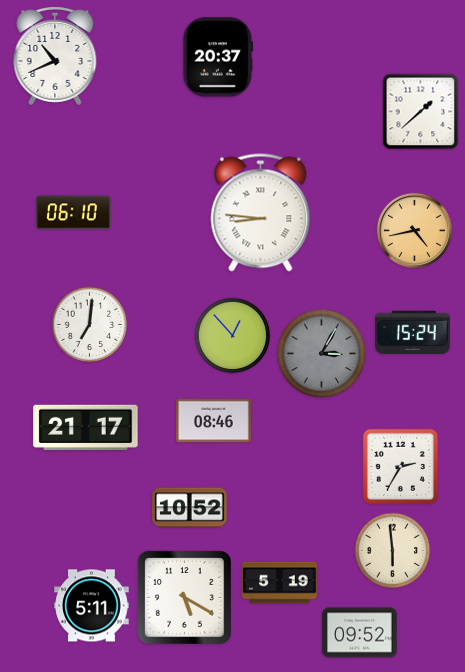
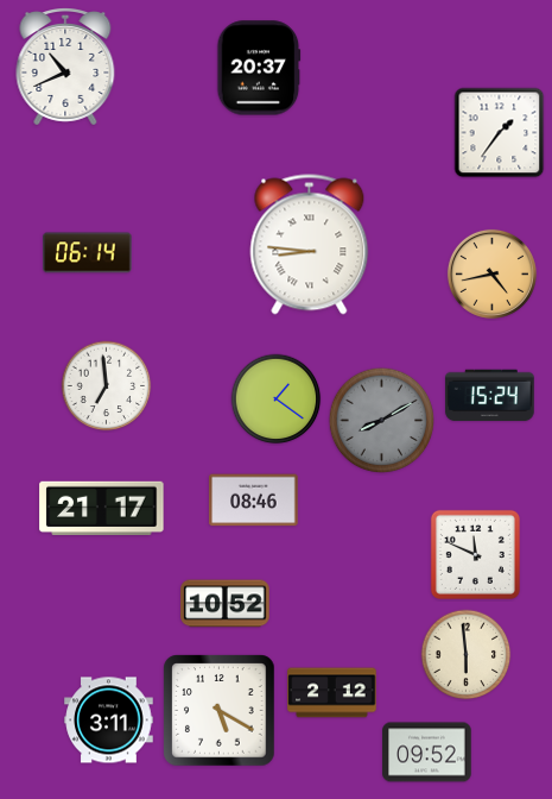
clock at (421, 112): 1:38 -> 1:36
clock at (74, 213): 06:10 -> 06:14
clock at (261, 213) position: (261, 213) -> (310, 245)
clock at (90, 325): 7:01 -> 6:59
clock at (233, 336): 12:53 -> 1:21
clock at (322, 354): 3:05 -> 8:10
clock at (400, 466): 2:35 -> 11:49
clock at (280, 583): 5:19 -> 2:12
clock at (92, 606): 5:11 -> 3:11
